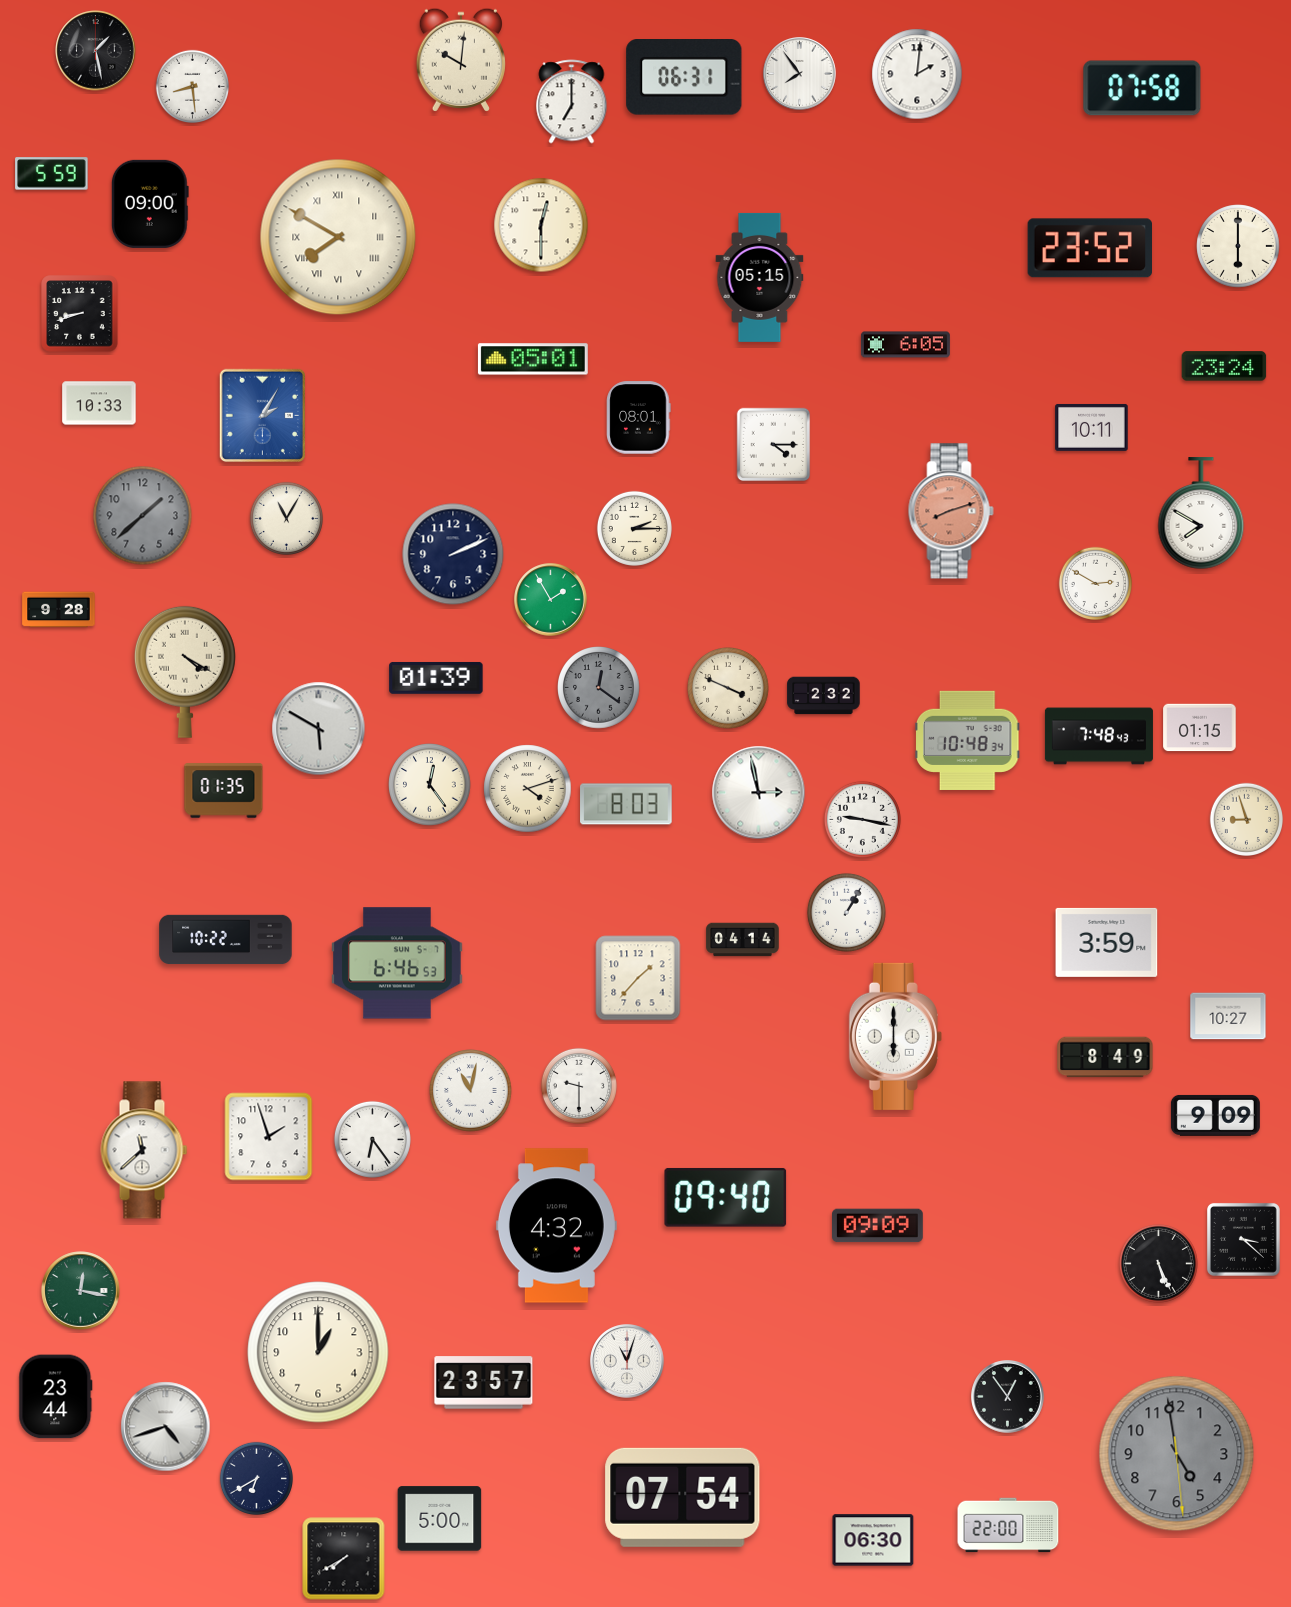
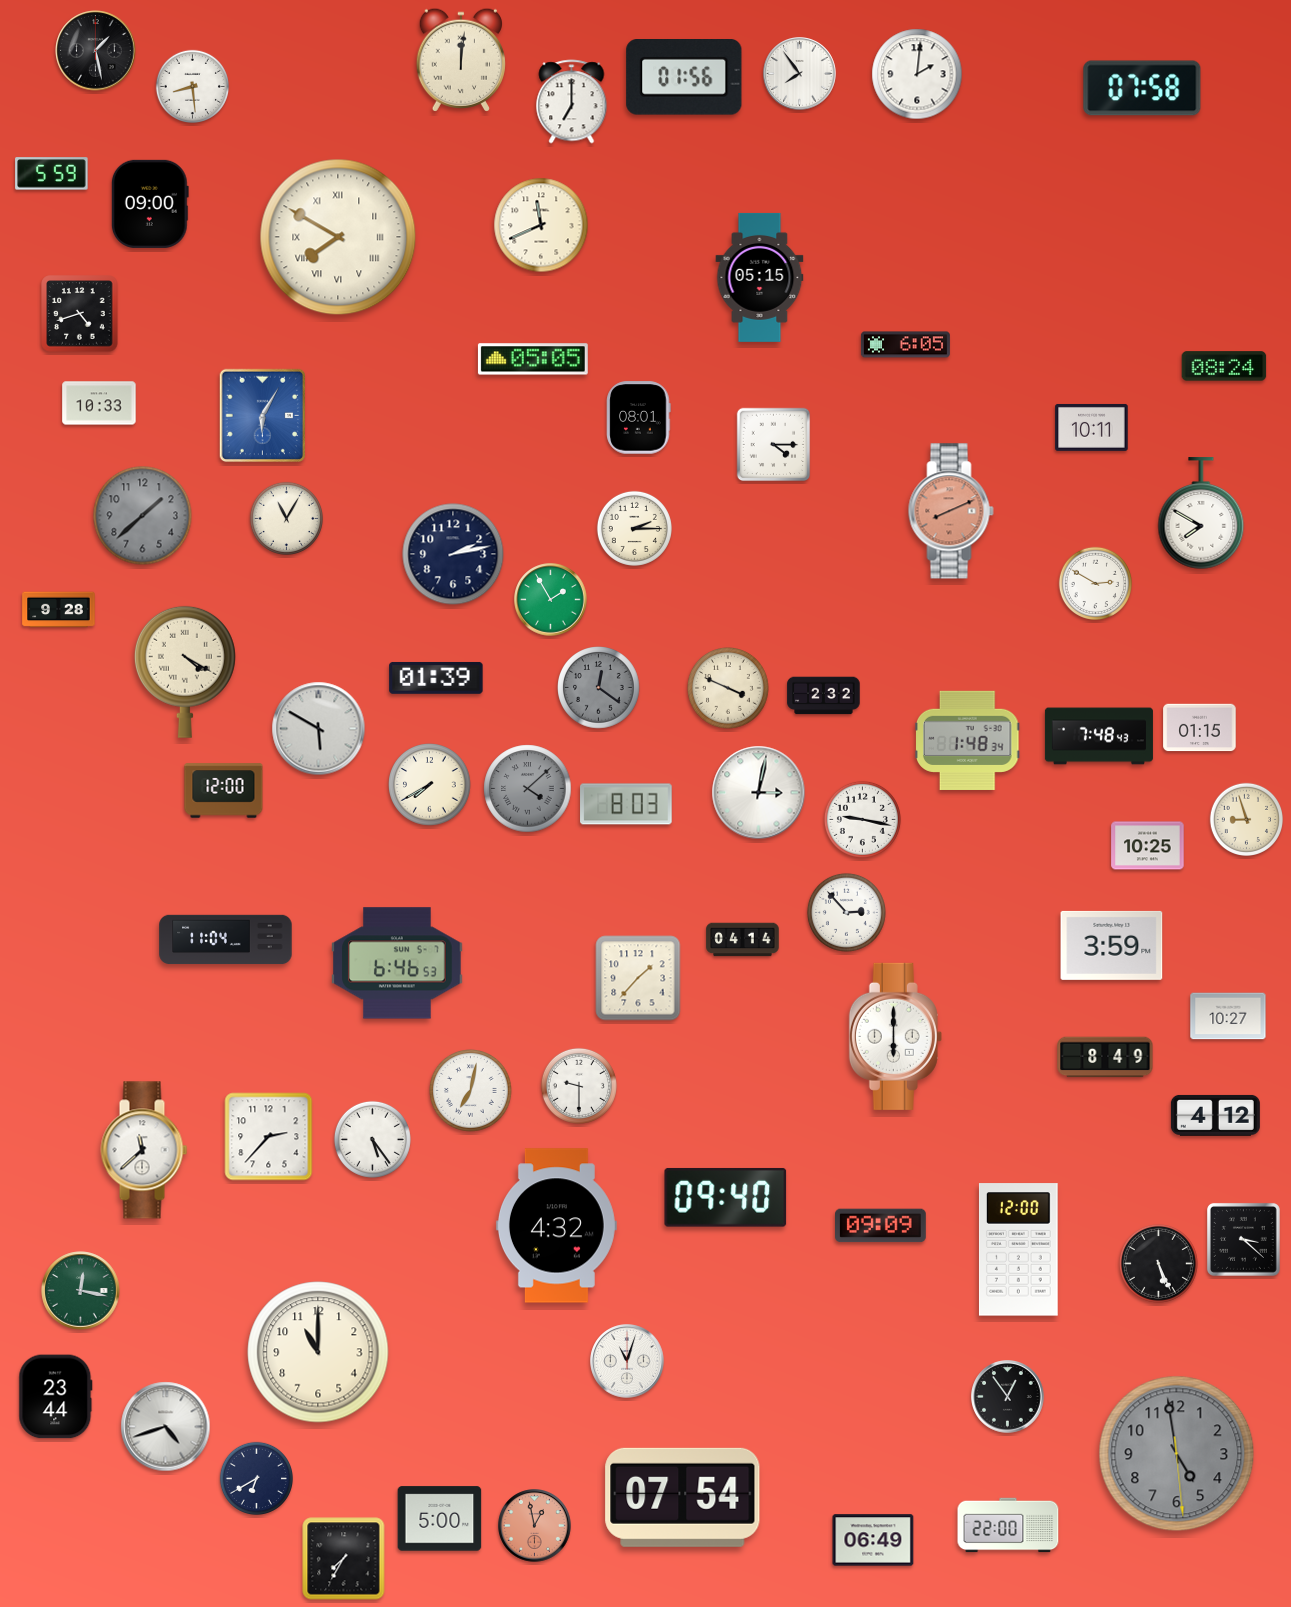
clock at (461, 60): 10:01 -> 12:01
clock at (684, 77): 06:31 -> 01:56
clock at (541, 225): 12:30 -> 11:41
clock at (1238, 246): 6:00 -> none
clock at (1089, 248): 23:52 -> none
clock at (80, 314): 8:42 -> 4:42
clock at (533, 359): 05:01 -> 05:05
clock at (1224, 366): 23:24 -> 08:24
clock at (263, 416): 2:05 -> 6:05
clock at (951, 511): 8:12 -> 8:11
clock at (453, 554): 2:11 -> 2:13
clock at (968, 740): 10:48 -> 1:48
clock at (430, 785): 12:24 -> 7:40
clock at (528, 789): 4:12 -> 4:08
clock at (528, 789) dial: cream -> grey
clock at (224, 791): 01:35 -> 12:00
clock at (759, 793): 2:58 -> 3:02
clock at (1148, 846): none -> 10:25
clock at (846, 912): 1:05 -> 2:53
clock at (226, 940): 10:22 -> 11:04
clock at (1107, 942) position: (1107, 942) -> (1112, 945)
clock at (471, 1091): 11:02 -> 7:02
clock at (1215, 1115): 9:09 -> 4:12
clock at (269, 1137): 1:57 -> 2:37
clock at (372, 1139): 6:24 -> 5:24
clock at (878, 1226) position: (878, 1226) -> (881, 1226)
clock at (1018, 1250): none -> 12:00
clock at (318, 1352): 1:00 -> 11:00
clock at (484, 1383): 23:57 -> none
clock at (535, 1526): none -> 12:58
clock at (873, 1540): 06:30 -> 06:49
clock at (344, 1559): 7:40 -> 7:35
